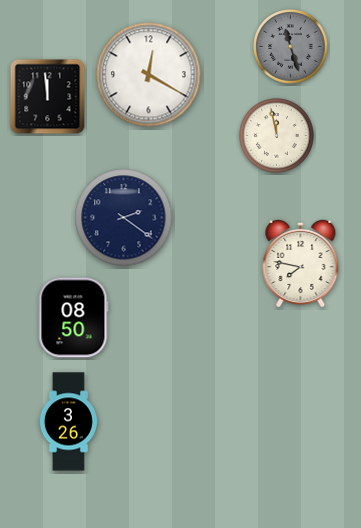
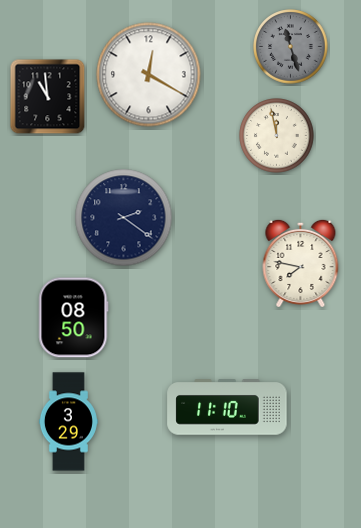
clock at (48, 97): 11:59 -> 10:59
clock at (227, 407): none -> 11:10
clock at (68, 422): 3:26 -> 3:29
